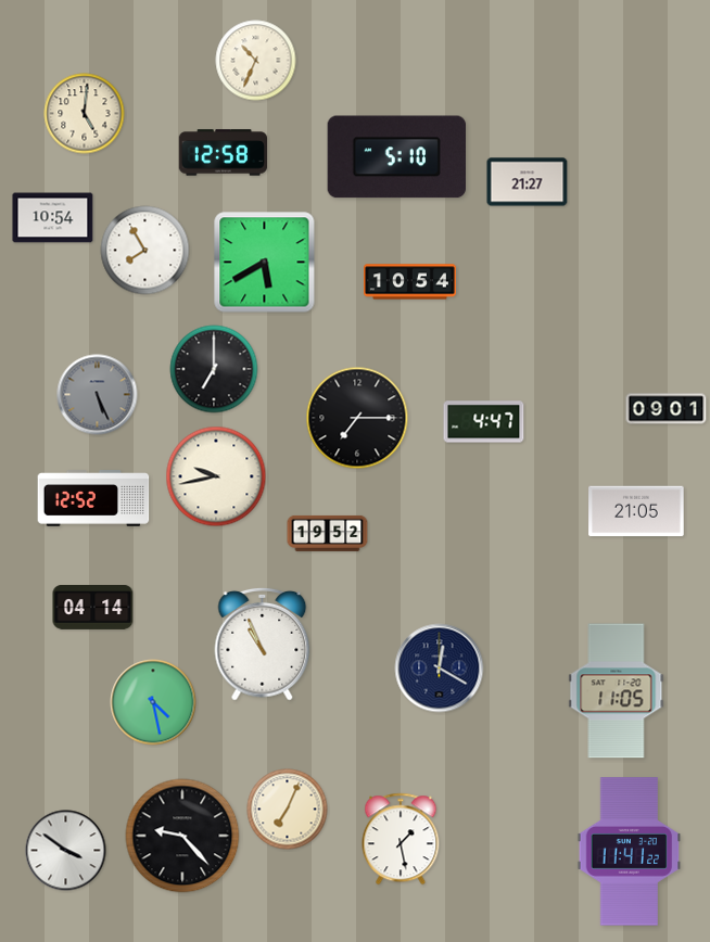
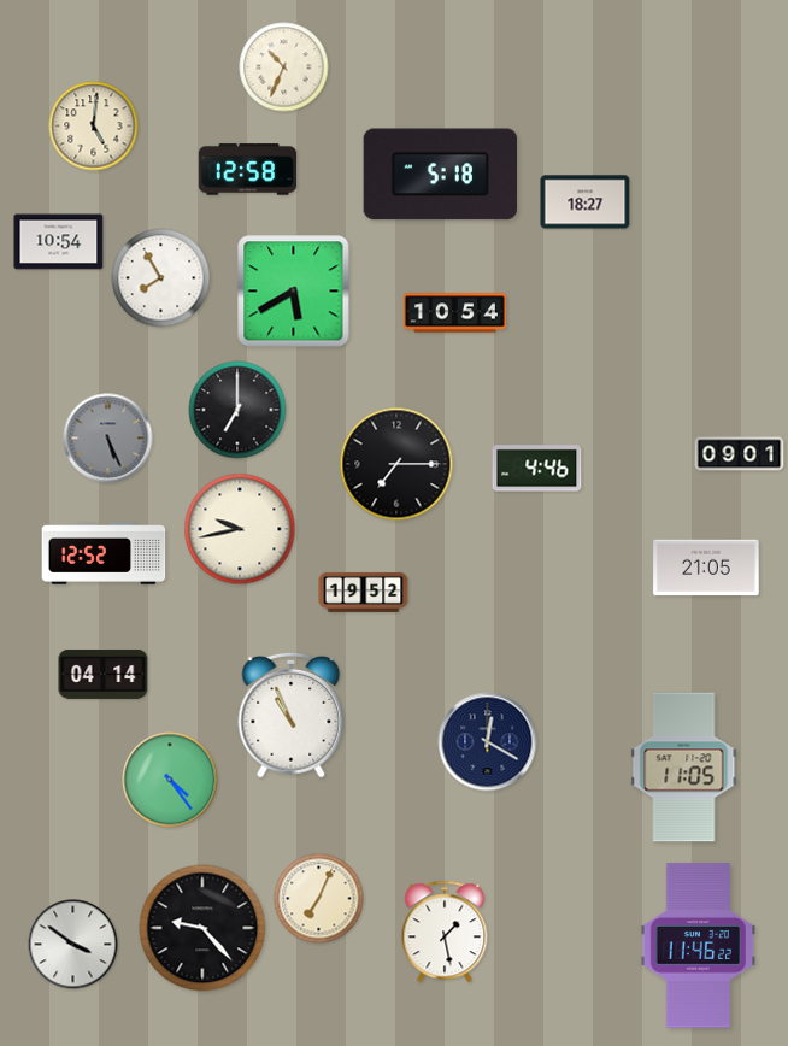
clock at (396, 157): 5:10 -> 5:18
clock at (528, 182): 21:27 -> 18:27
clock at (484, 422): 4:47 -> 4:46
clock at (153, 702): 4:28 -> 4:24
clock at (630, 852): 11:41 -> 11:46
